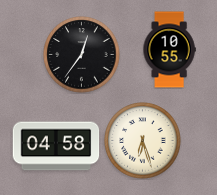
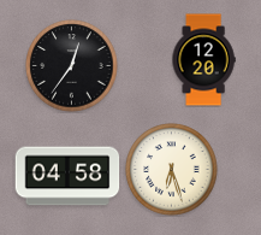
clock at (169, 50): 10:55 -> 12:20
clock at (82, 55) position: (82, 55) -> (72, 66)
